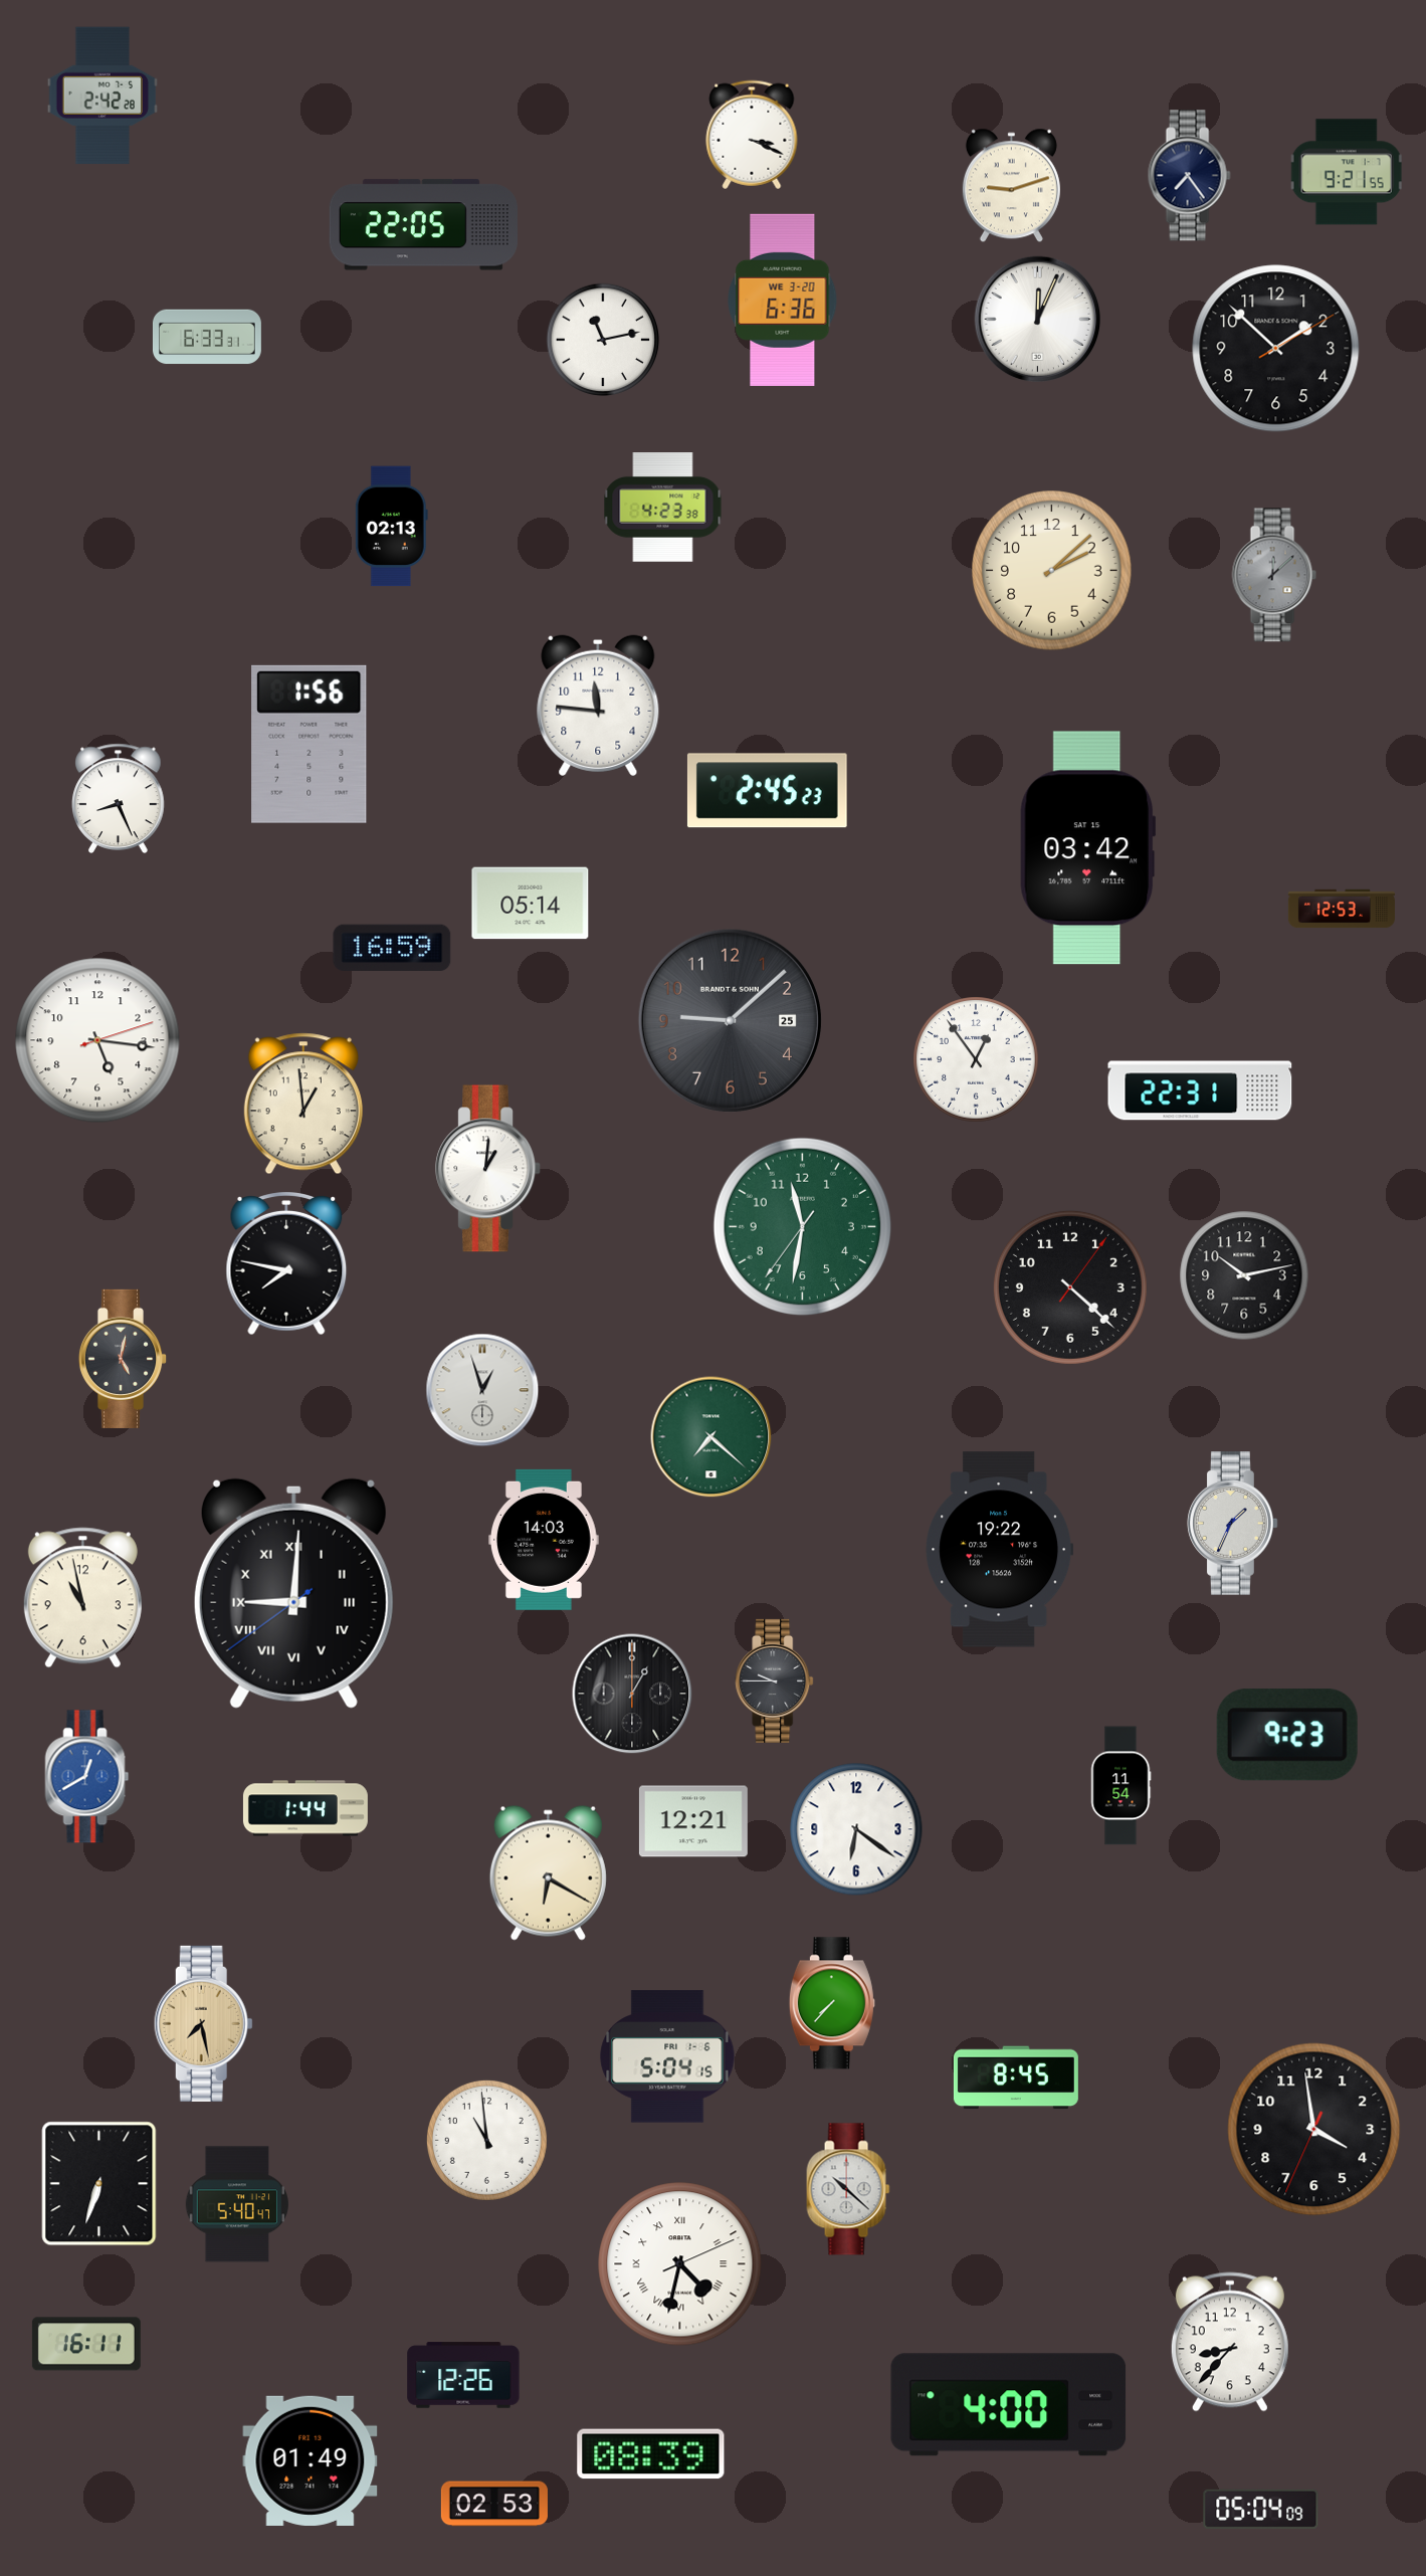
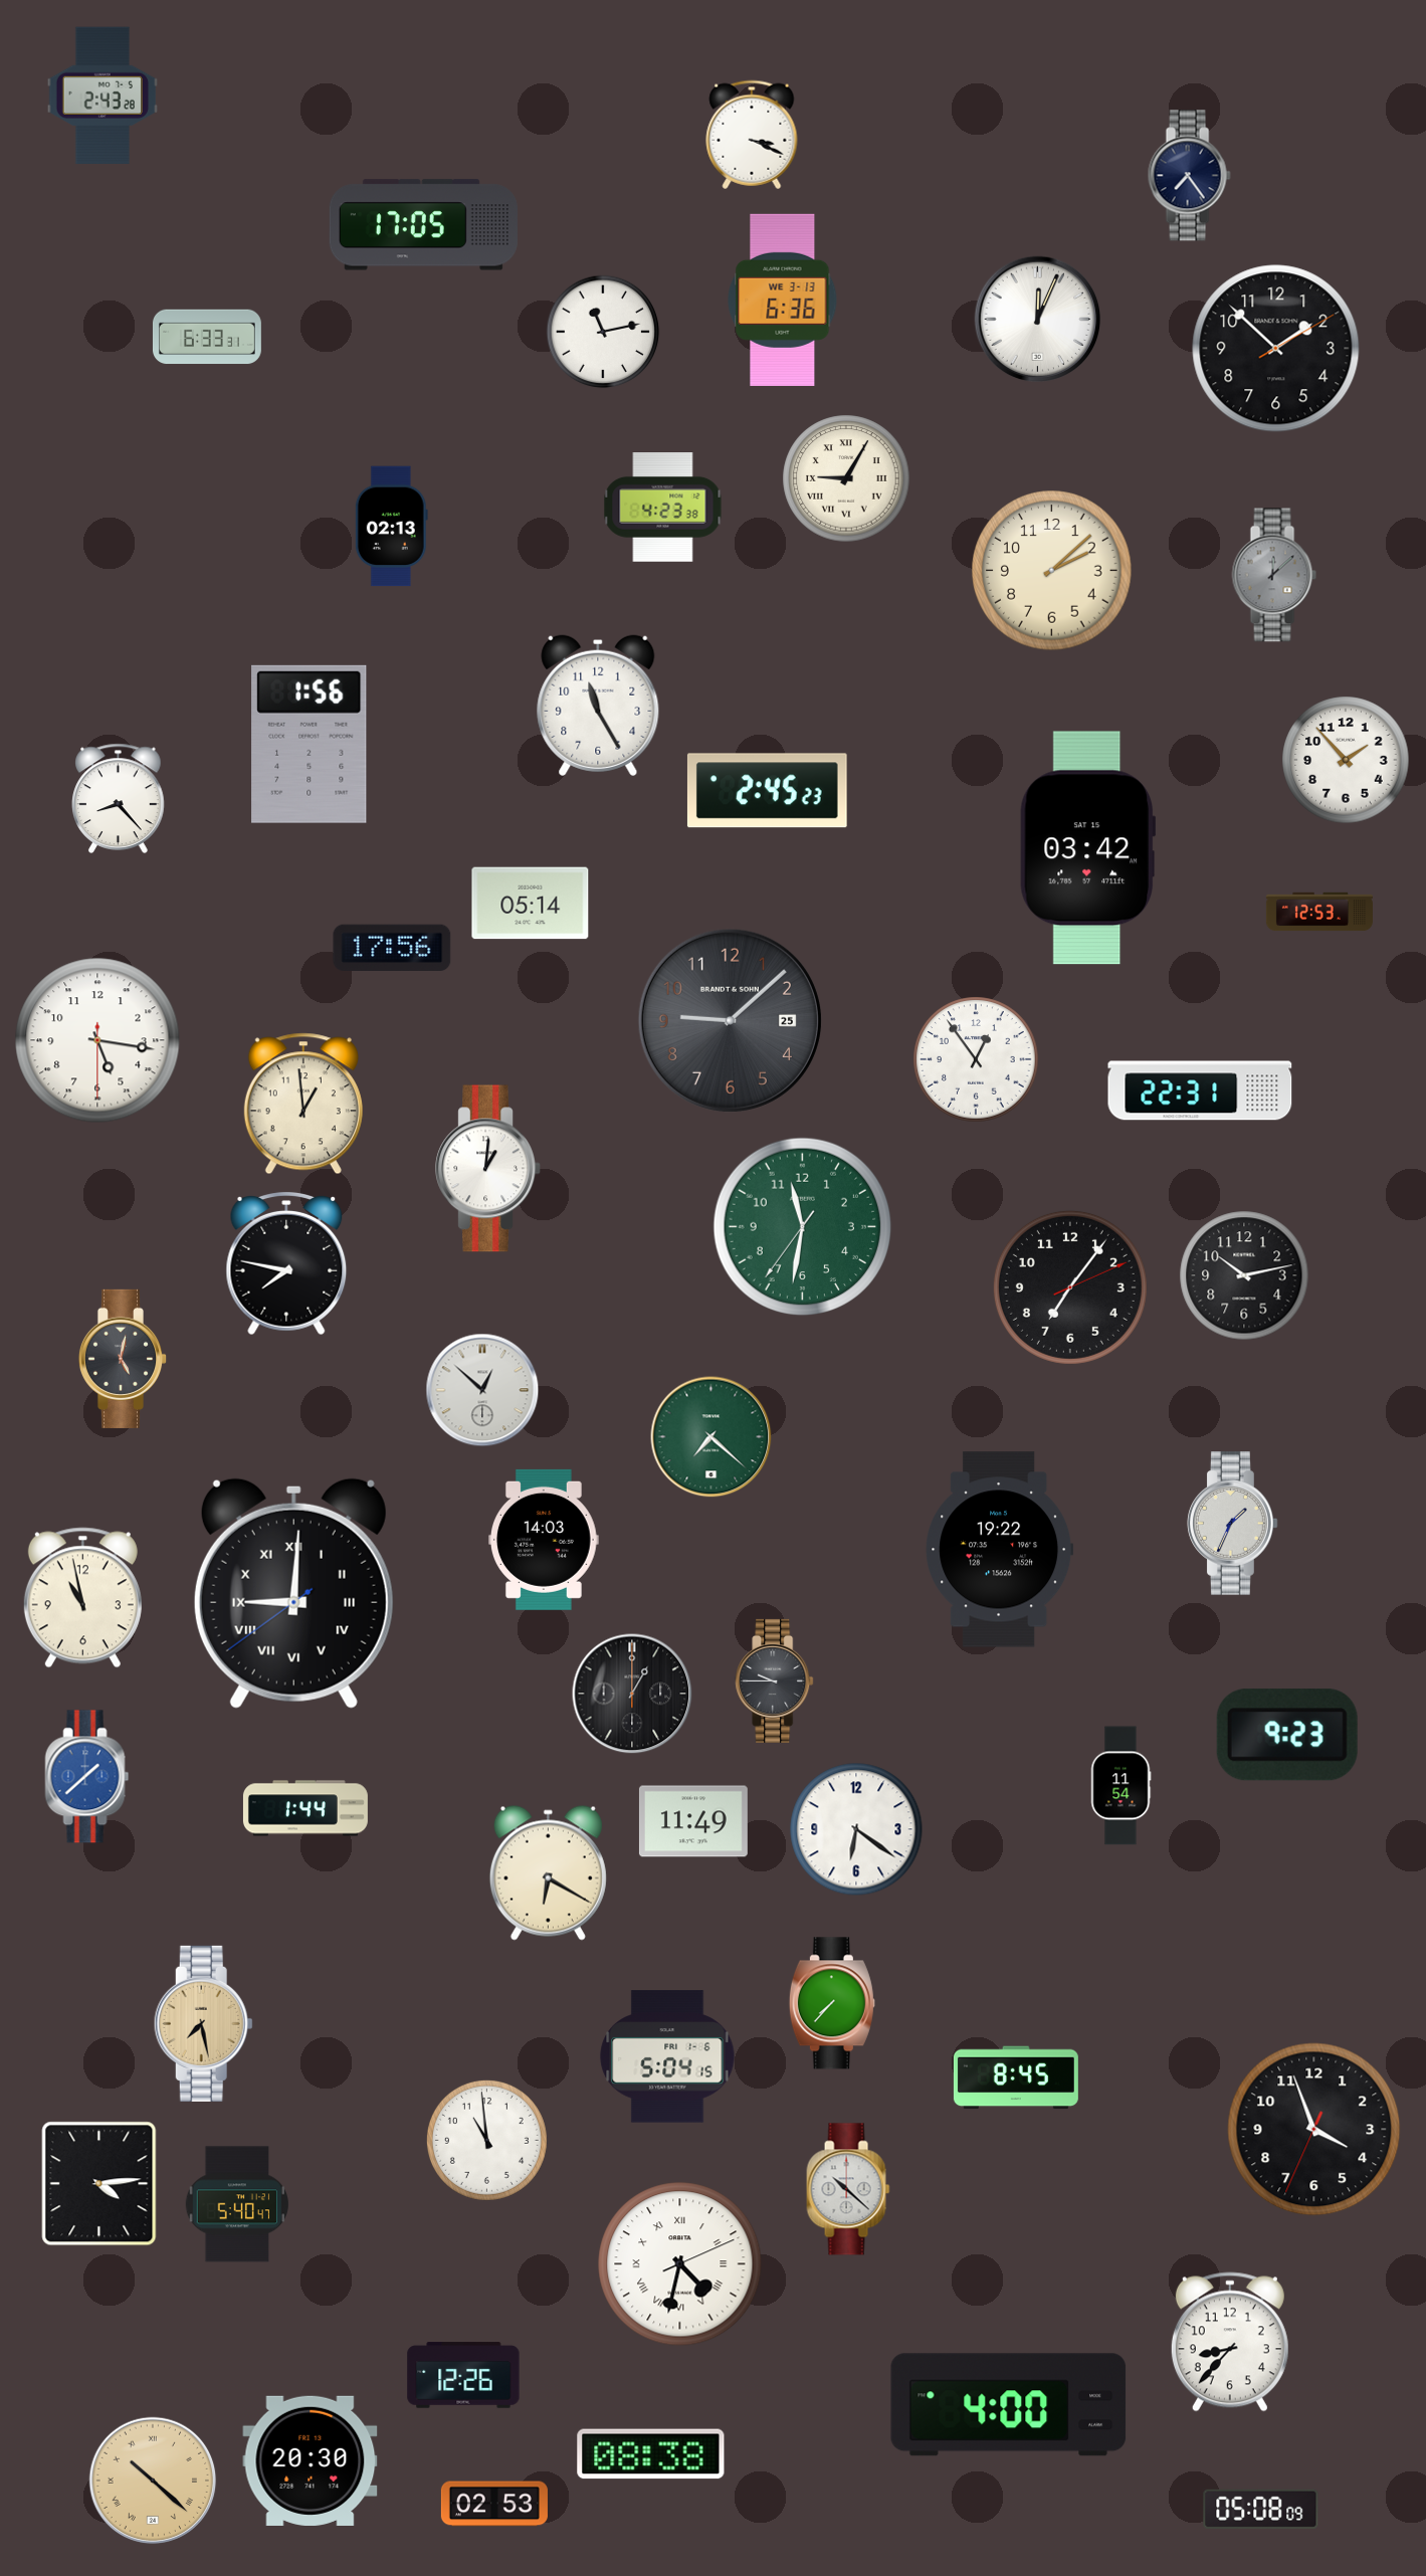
clock at (101, 95): 2:42 -> 2:43
clock at (1347, 172): 9:21 -> none
clock at (1011, 186): 9:12 -> none
clock at (423, 225): 22:05 -> 17:05
clock at (783, 300) date: WE 3-20 -> WE 3-13
clock at (603, 340) position: (603, 340) -> (603, 332)
clock at (846, 478): none -> 9:05
clock at (598, 706): 11:46 -> 11:25
clock at (1346, 760): none -> 1:53
clock at (119, 798): 8:26 -> 8:23
clock at (1342, 909) position: (1342, 909) -> (1319, 912)
clock at (392, 948): 16:59 -> 17:56
clock at (97, 1040): 5:16:12 -> 5:16:30
clock at (1070, 1287): 4:22 -> 7:06
clock at (482, 1390): 12:57 -> 12:52
clock at (87, 1777): 12:40 -> 1:38
clock at (693, 1821): 12:21 -> 11:49
clock at (1314, 2130): 3:58 -> 3:56
clock at (99, 2184): 6:33 -> 4:14
clock at (86, 2344): 16:11 -> none
clock at (651, 2454): 08:39 -> 08:38
clock at (311, 2460): 01:49 -> 20:30
clock at (153, 2481): none -> 10:22
clock at (1261, 2509): 05:04 -> 05:08
